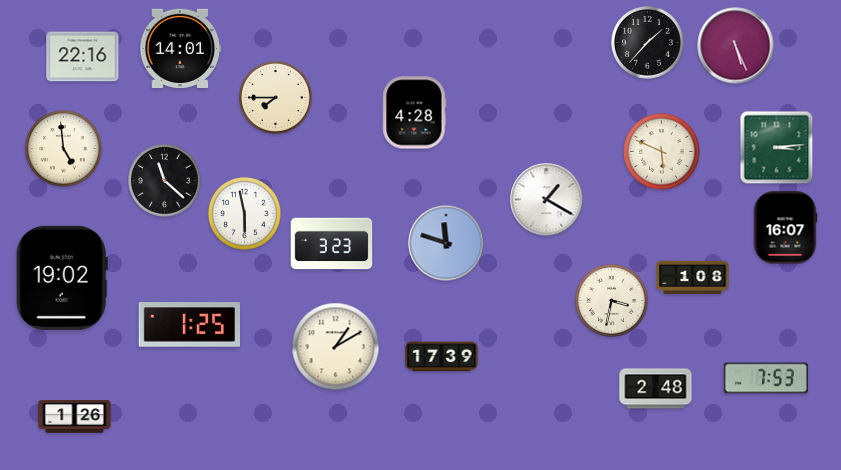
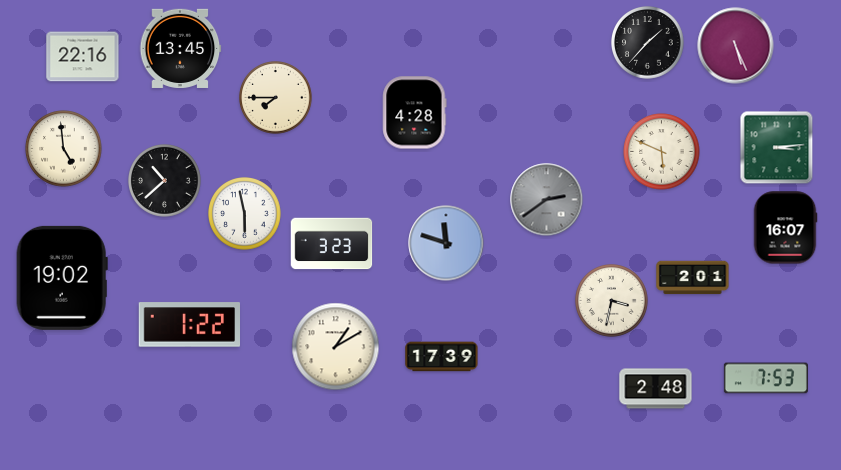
clock at (180, 48): 14:01 -> 13:45
clock at (165, 181): 11:22 -> 10:38
clock at (547, 200): 1:20 -> 2:39
clock at (547, 200) dial: white -> grey
clock at (693, 278): 1:08 -> 2:01
clock at (189, 325): 1:25 -> 1:22
clock at (75, 417): 1:26 -> none
